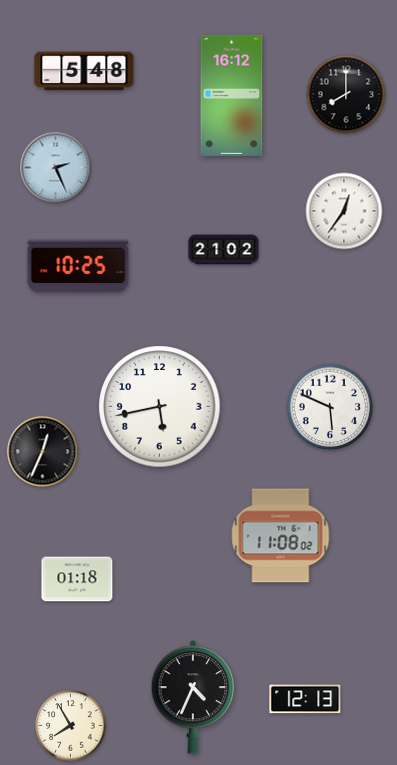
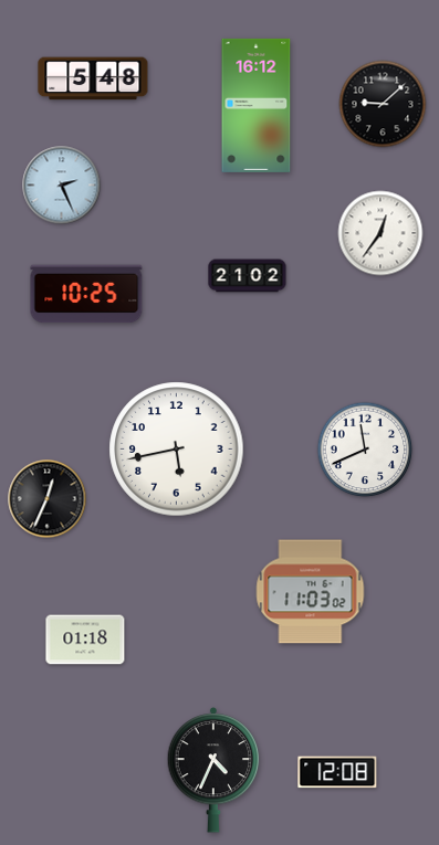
clock at (346, 94): 8:00 -> 9:08
clock at (330, 407): 5:49 -> 11:41
clock at (281, 536): 11:08 -> 11:03
clock at (305, 699): 12:13 -> 12:08
clock at (71, 726): 7:55 -> none
